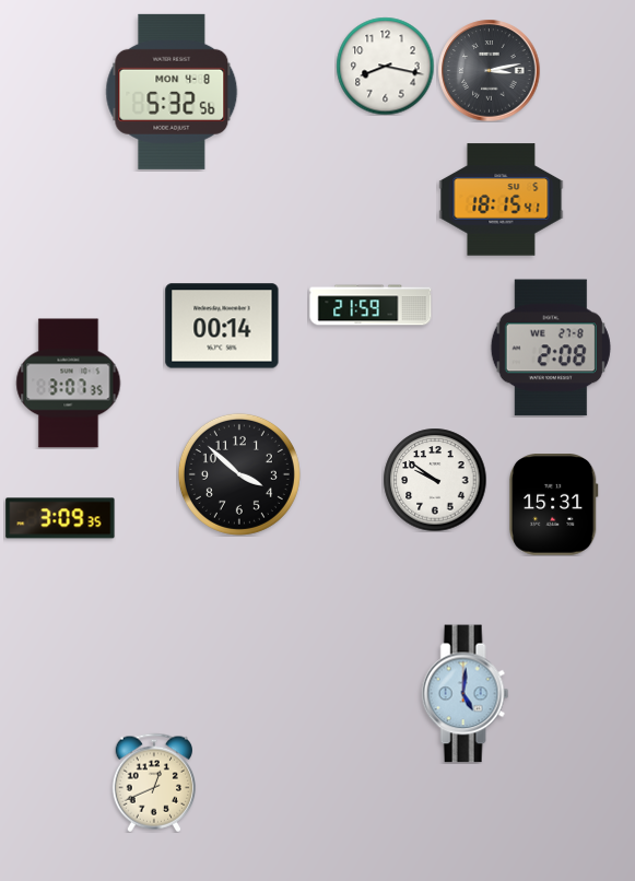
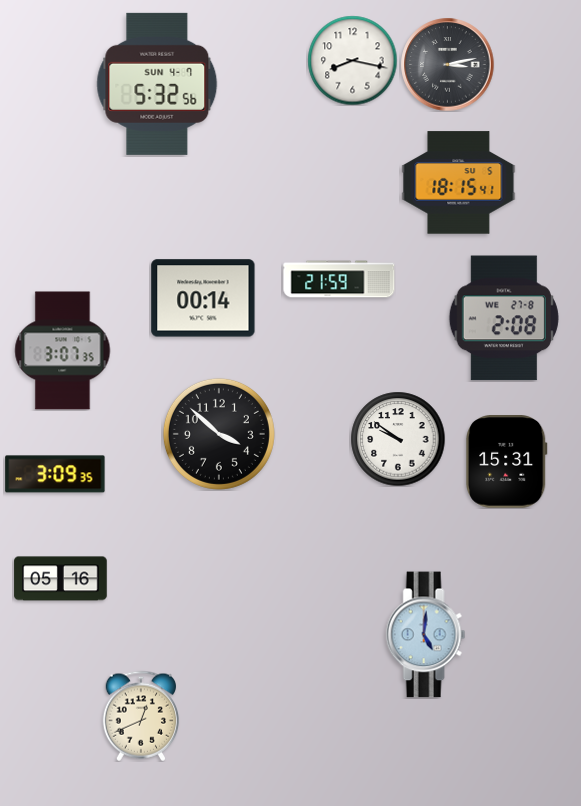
clock at (172, 92) date: MON 4-8 -> SUN 4-7
clock at (61, 579): none -> 05:16
